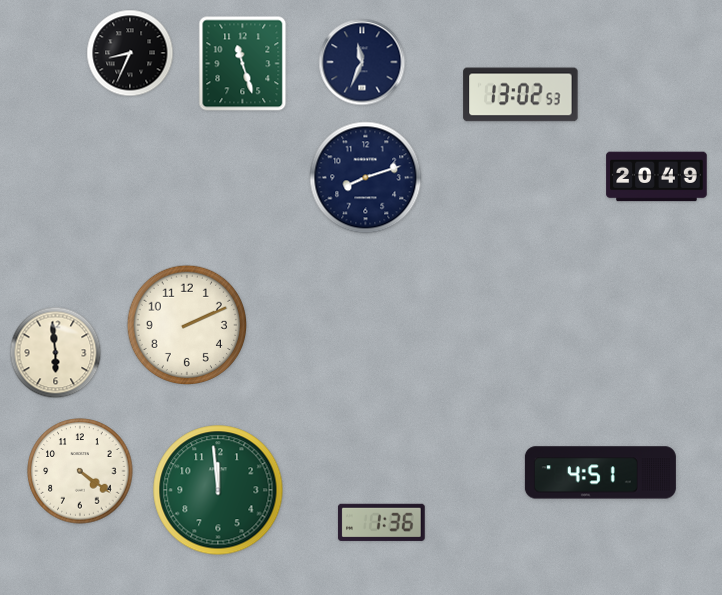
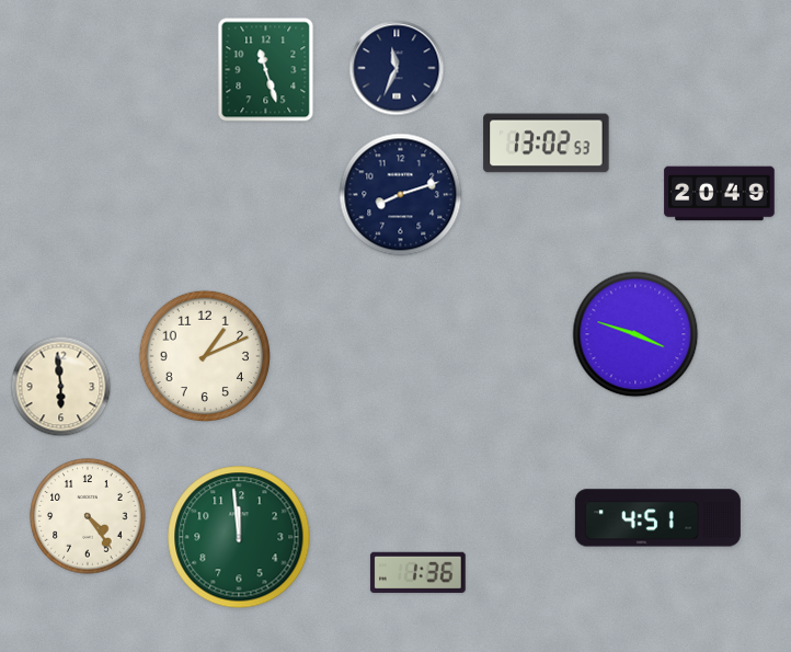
clock at (130, 53): 8:34 -> none
clock at (521, 95) position: (521, 95) -> (547, 144)
clock at (635, 334): none -> 3:48
clock at (186, 324): 2:11 -> 1:11
clock at (80, 471): 4:21 -> 4:24
